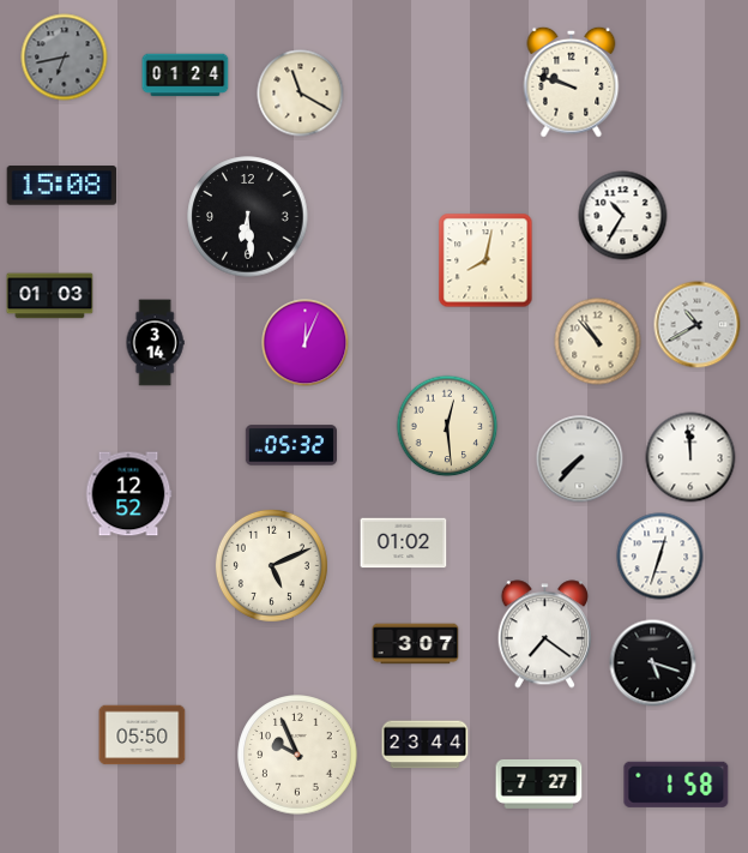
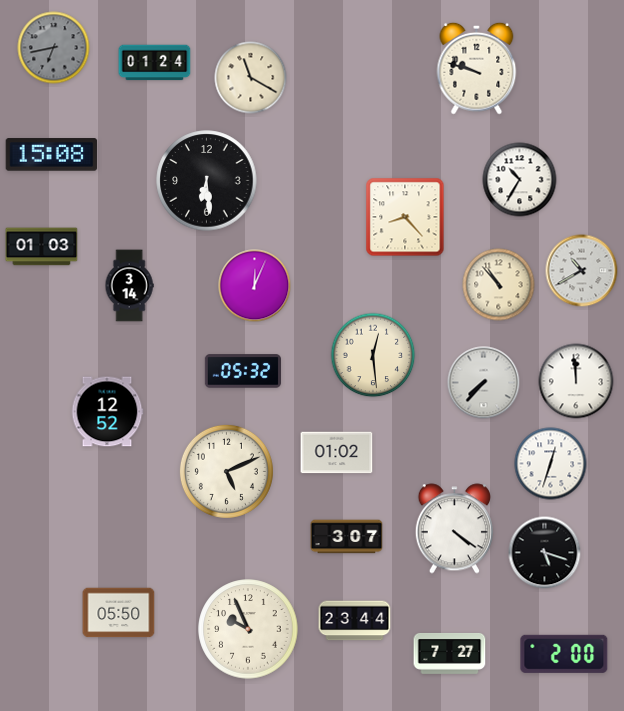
clock at (485, 260): 8:02 -> 8:23
clock at (544, 635): 7:21 -> 4:21
clock at (676, 785): 1:58 -> 2:00
